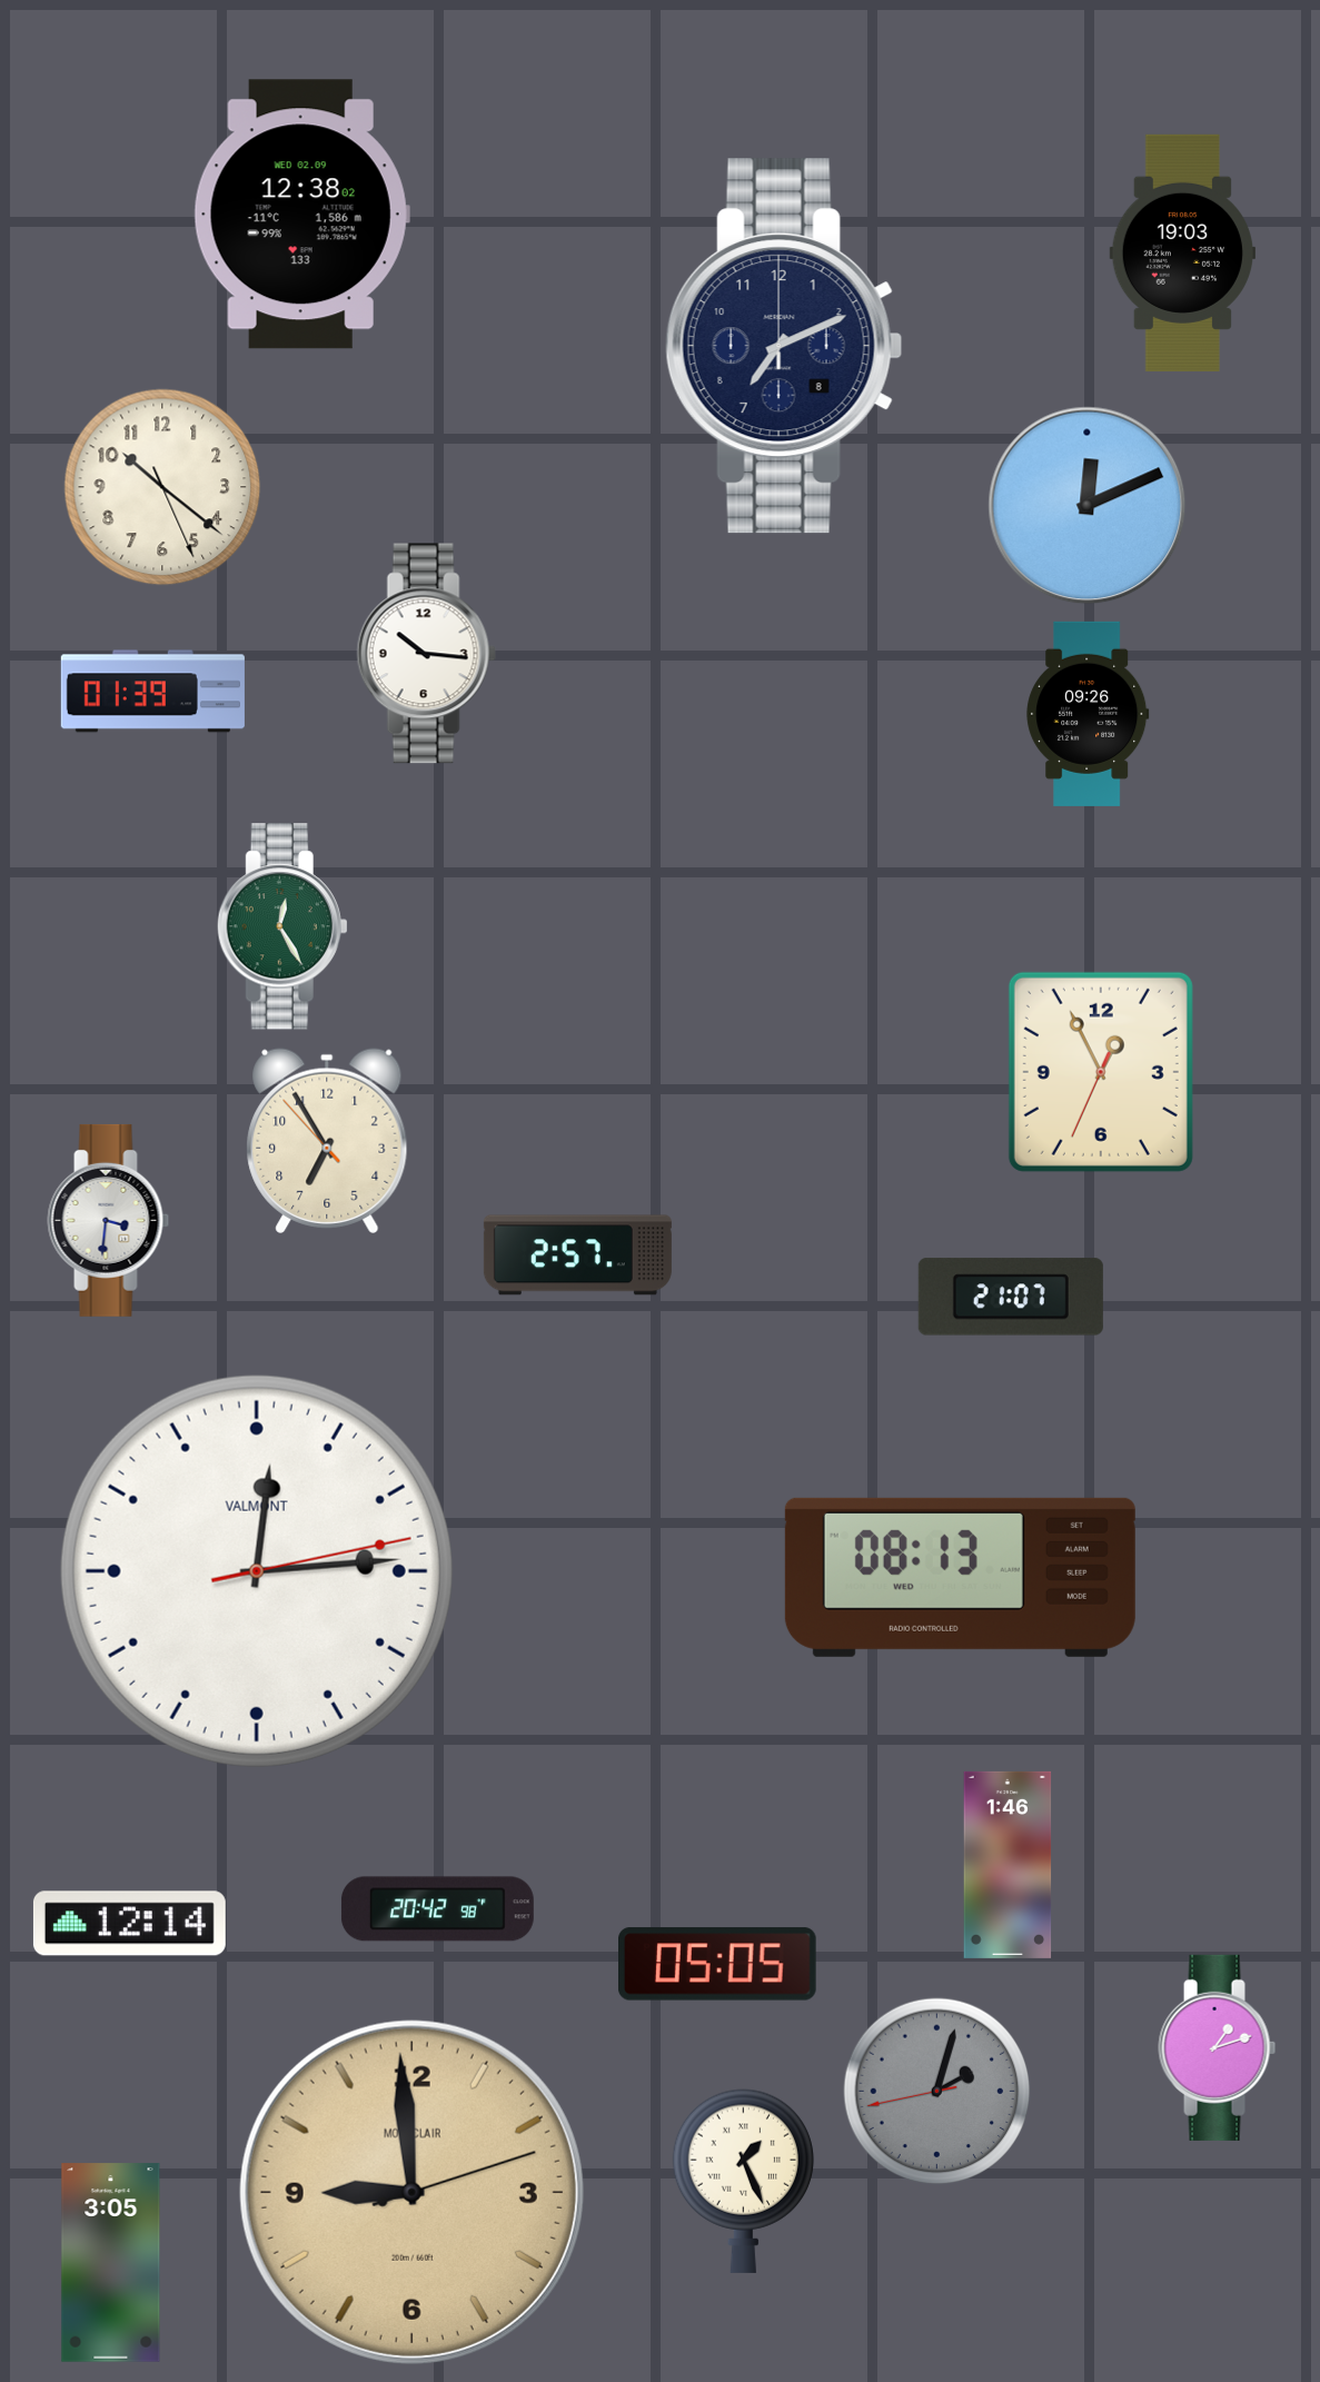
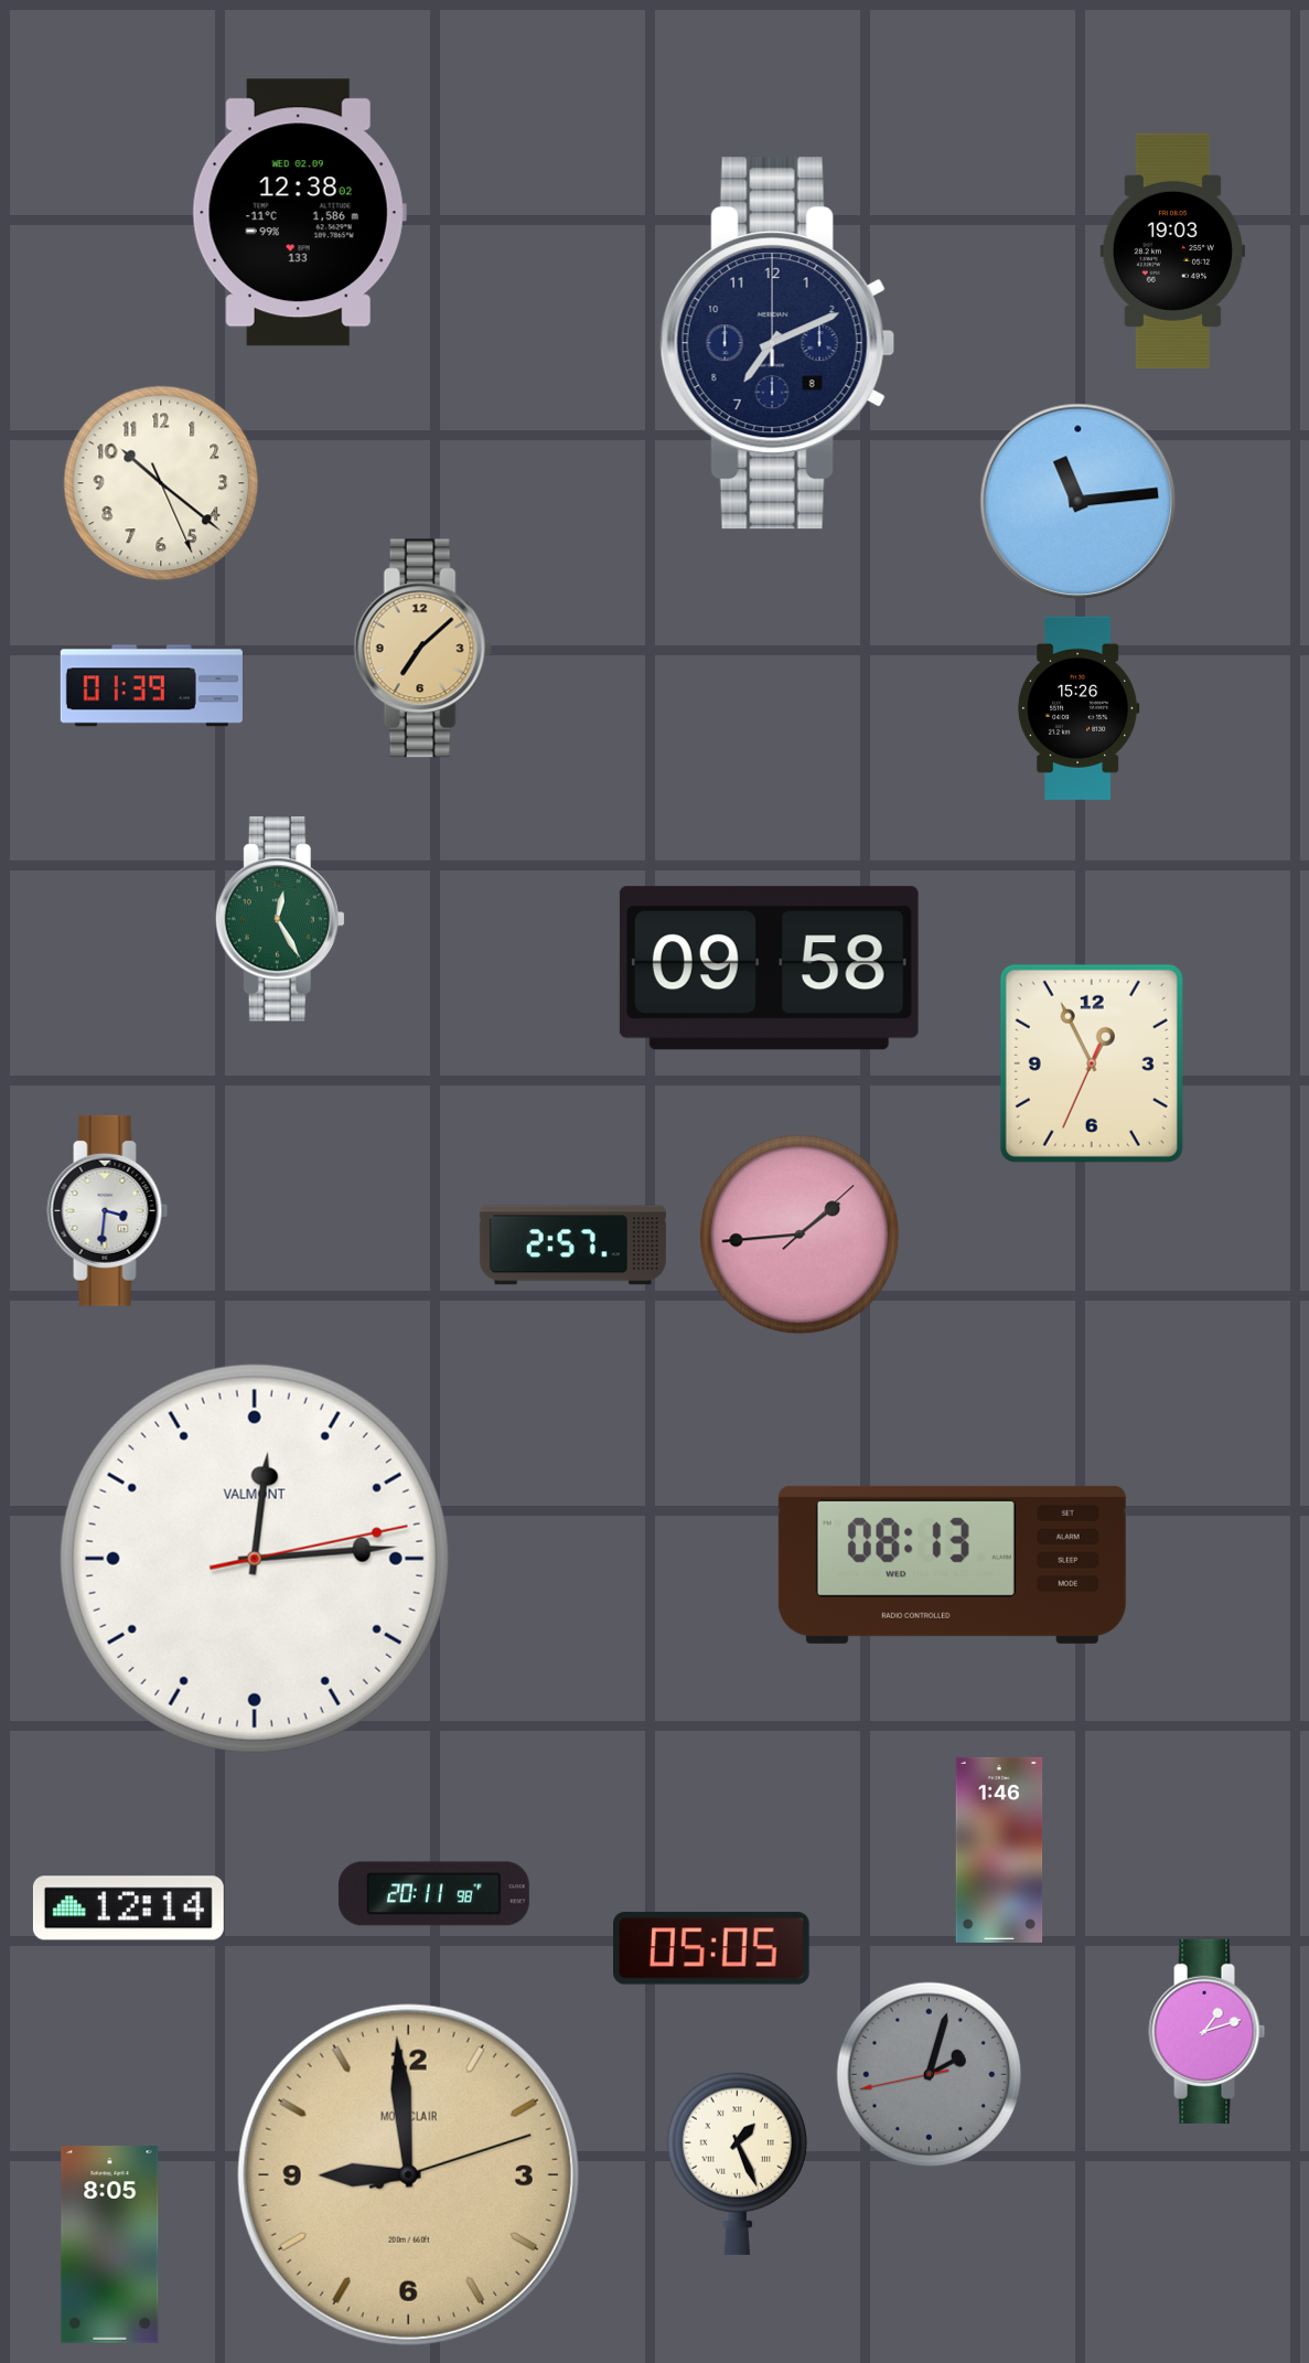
clock at (1088, 506): 12:11 -> 11:14
clock at (426, 654): 10:16 -> 7:08
clock at (426, 654) dial: white -> champagne
clock at (1088, 714): 09:26 -> 15:26
clock at (769, 969): none -> 09:58
clock at (327, 1141): 6:54 -> none
clock at (800, 1234): none -> 1:44
clock at (1011, 1297): 21:07 -> none
clock at (437, 1909): 20:42 -> 20:11
clock at (111, 2263): 3:05 -> 8:05
